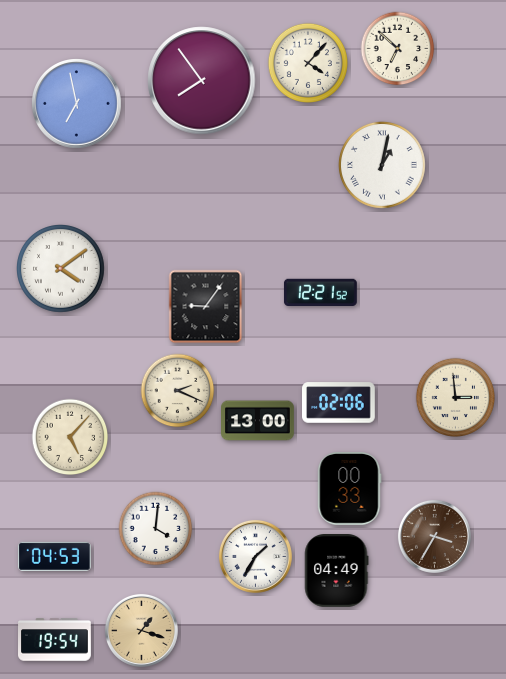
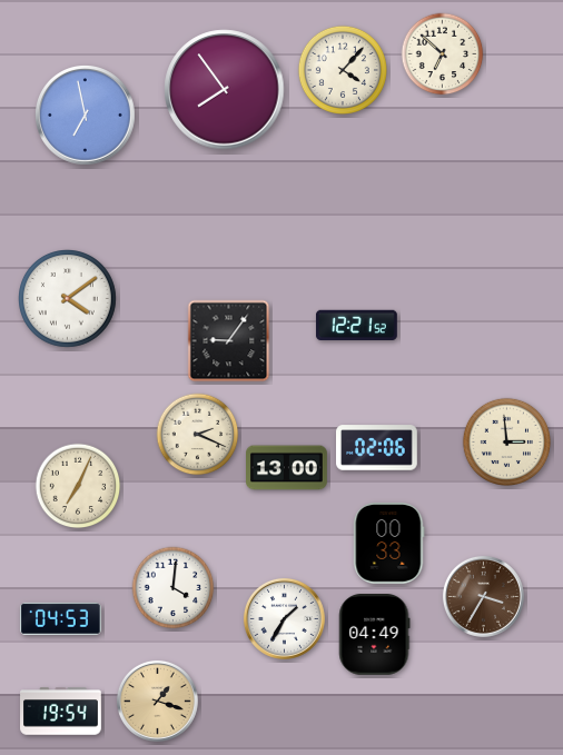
clock at (382, 165): 1:02 -> none
clock at (70, 437): 5:07 -> 7:04
